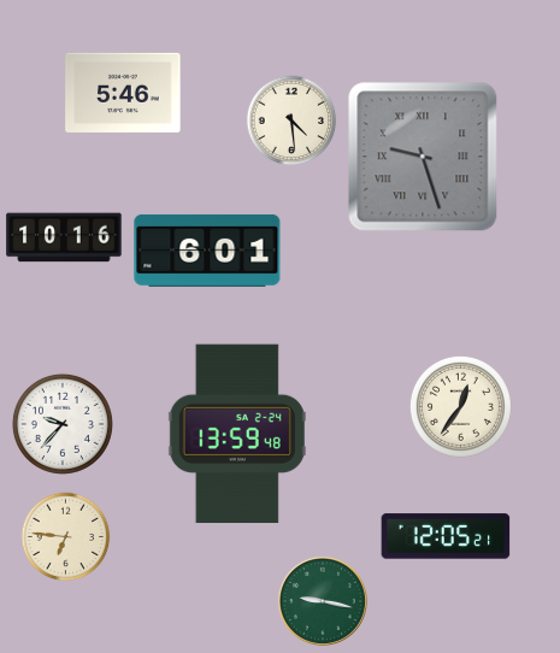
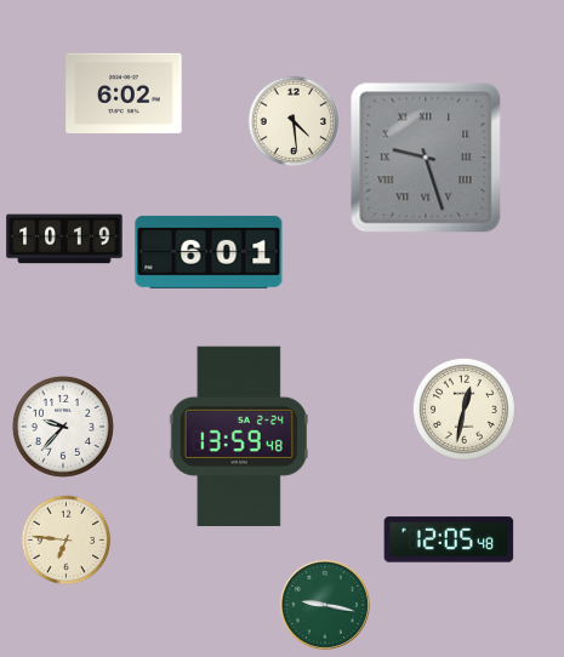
clock at (123, 93): 5:46 -> 6:02
clock at (64, 237): 10:16 -> 10:19
clock at (460, 406): 12:36 -> 12:32
clock at (446, 536): 12:05:21 -> 12:05:48
